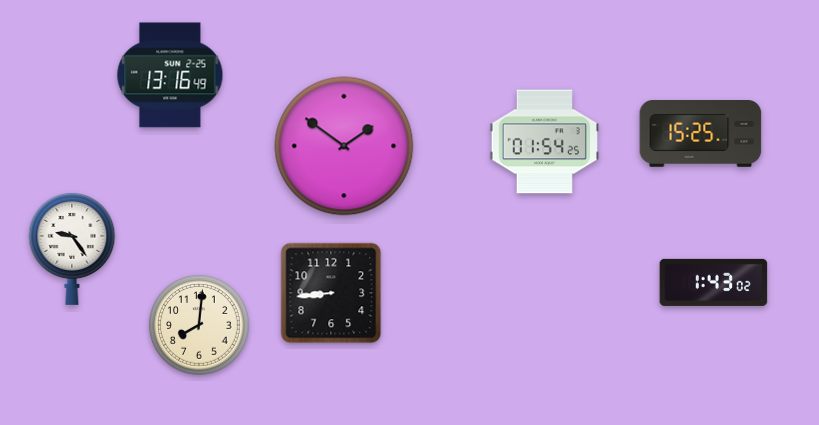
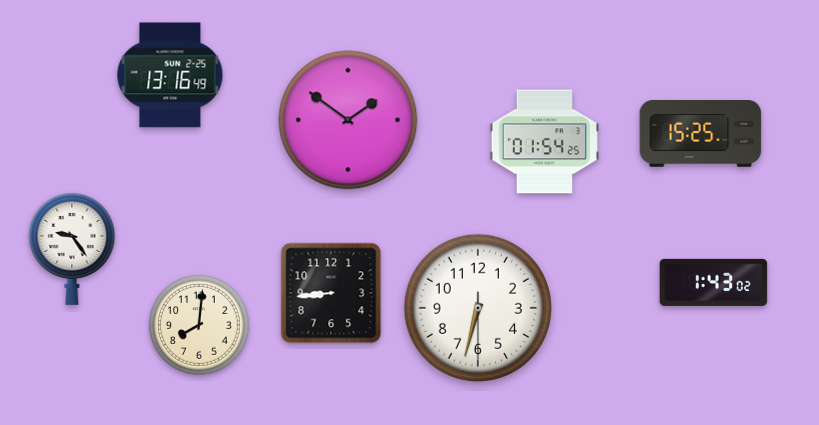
clock at (344, 146) position: (344, 146) -> (348, 120)
clock at (478, 308): none -> 6:32
